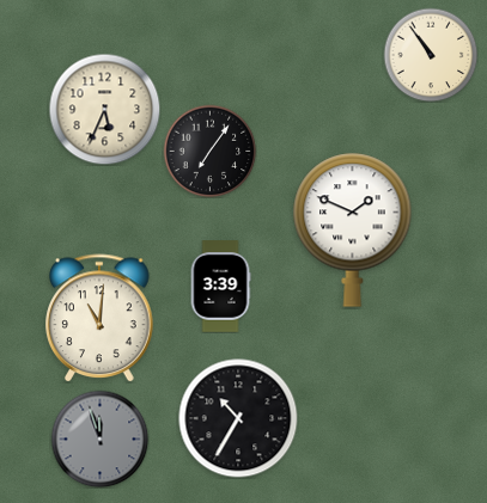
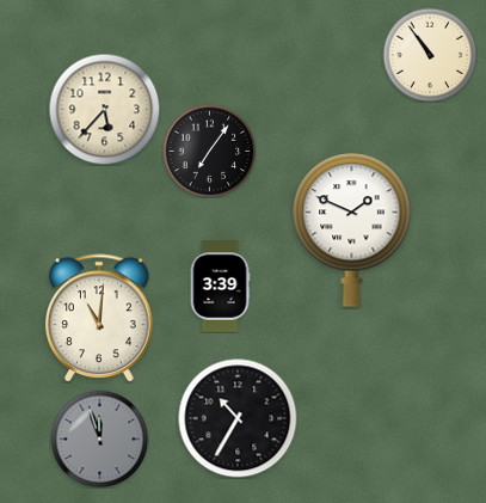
clock at (104, 109): 5:34 -> 5:37
